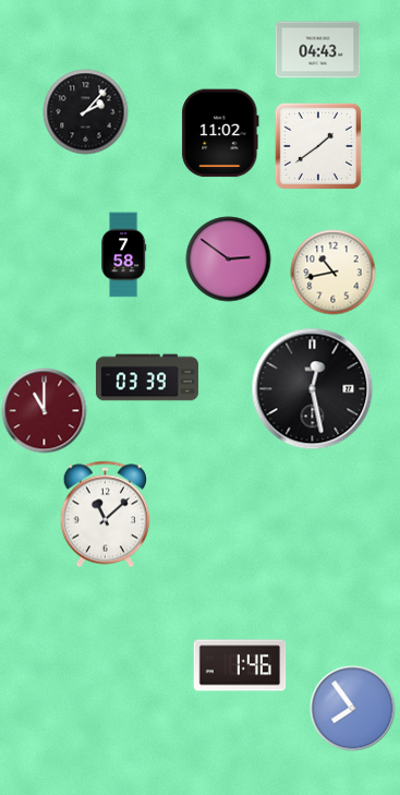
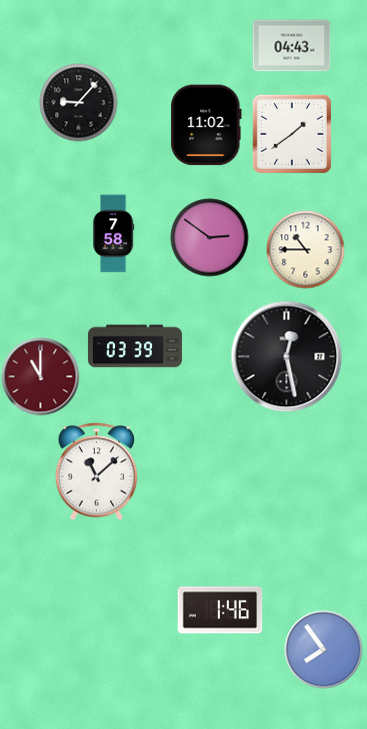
clock at (85, 111): 2:07 -> 9:07
clock at (220, 133) position: (220, 133) -> (206, 125)
clock at (332, 272): 10:43 -> 10:45
